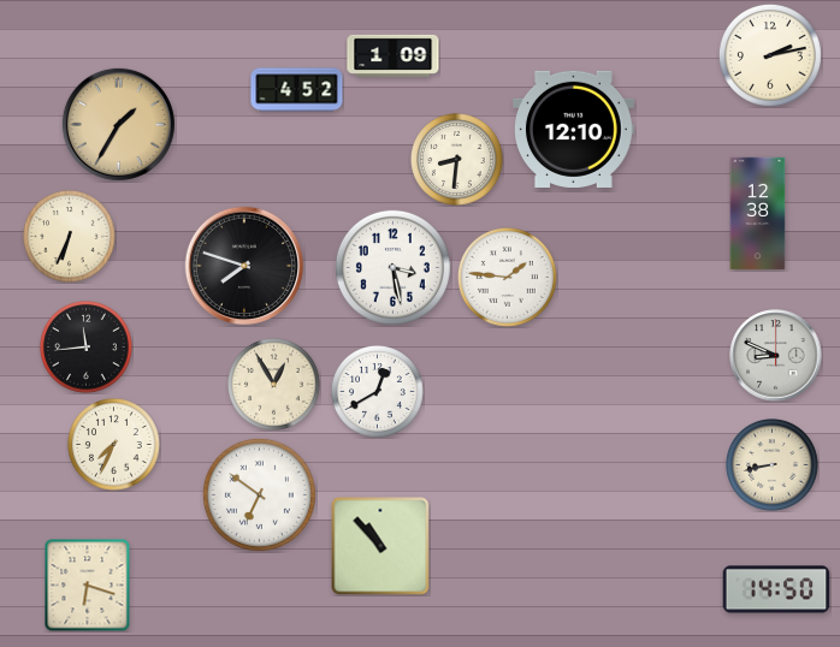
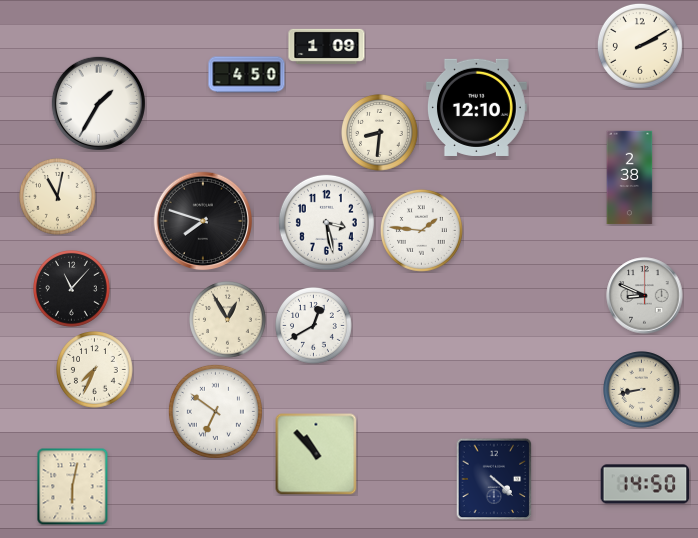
clock at (770, 55): 2:13 -> 2:10
clock at (297, 90): 4:52 -> 4:50
clock at (118, 124) dial: champagne -> white
clock at (758, 214): 12:38 -> 2:38
clock at (70, 237): 6:34 -> 11:02
clock at (87, 348): 11:44 -> 11:07
clock at (773, 465) position: (773, 465) -> (642, 390)
clock at (494, 479): none -> 4:22
clock at (88, 584): 6:18 -> 6:02
clock at (776, 589) position: (776, 589) -> (645, 484)
